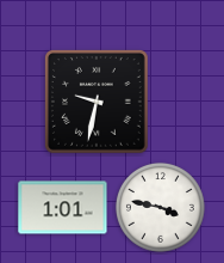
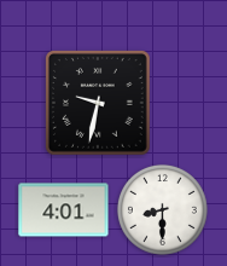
clock at (160, 207): 3:47 -> 8:30
clock at (63, 208): 1:01 -> 4:01
